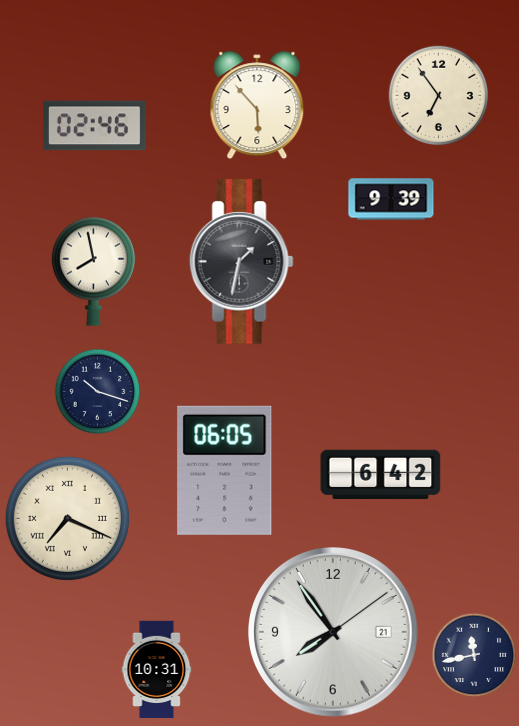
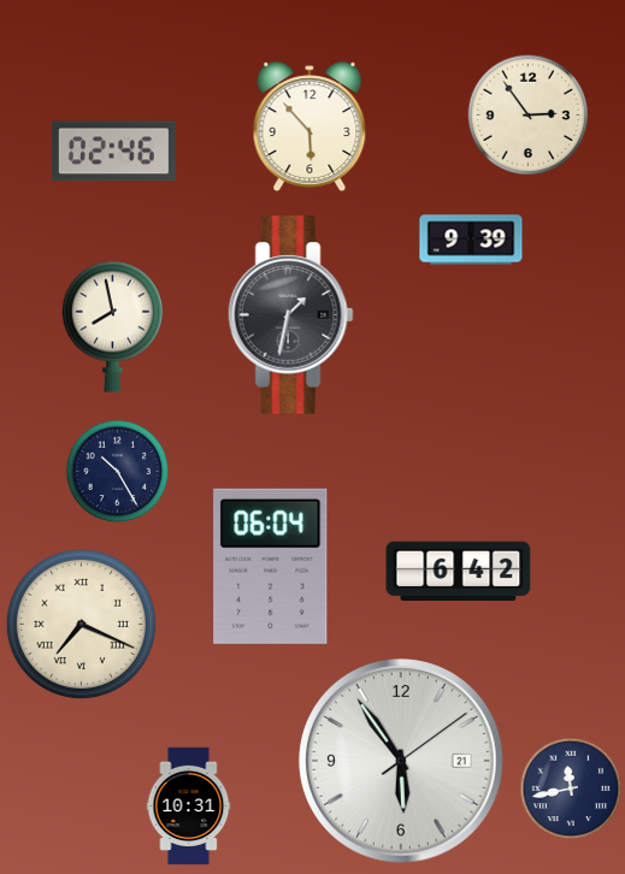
clock at (439, 96): 6:54 -> 2:54
clock at (98, 392): 10:18 -> 10:25
clock at (225, 470): 06:05 -> 06:04
clock at (334, 633): 7:54 -> 5:54
